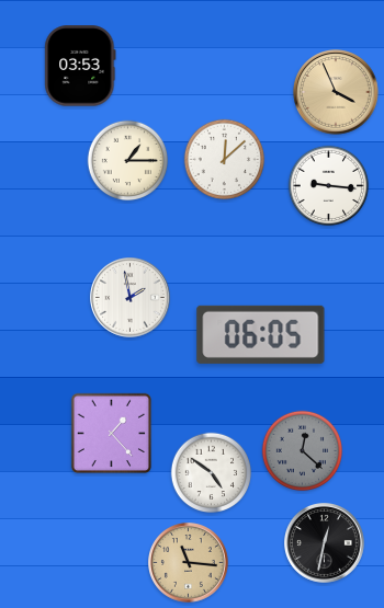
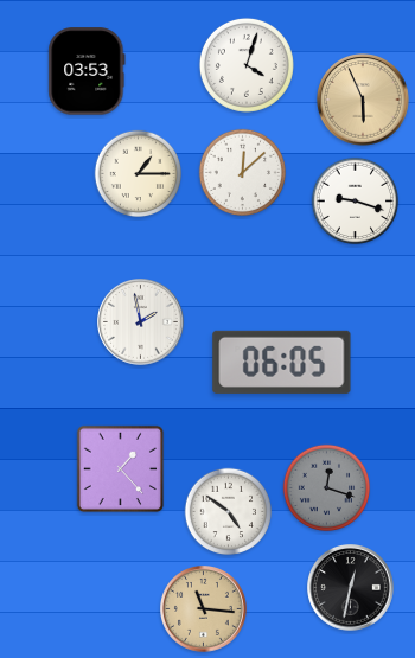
clock at (247, 65): none -> 4:03
clock at (336, 92): 3:56 -> 5:56
clock at (329, 186): 9:16 -> 9:18
clock at (303, 451): 12:22 -> 12:18
